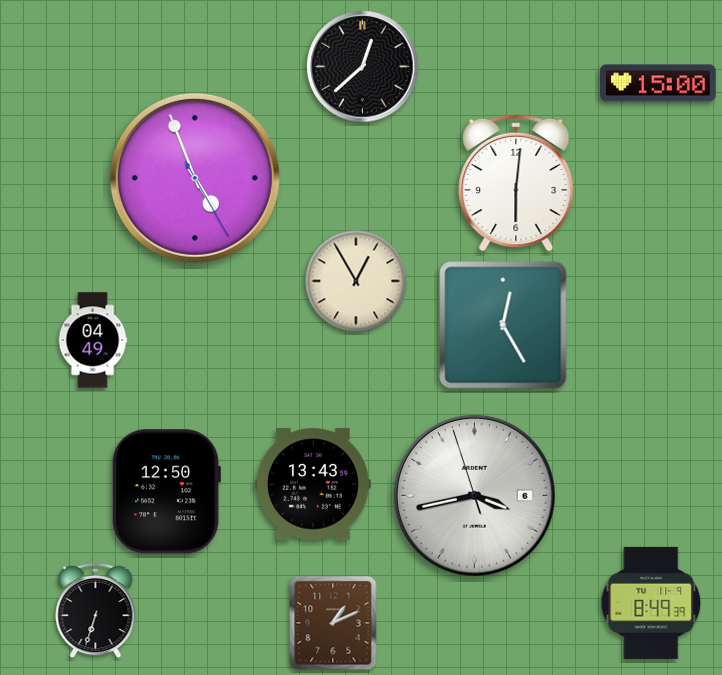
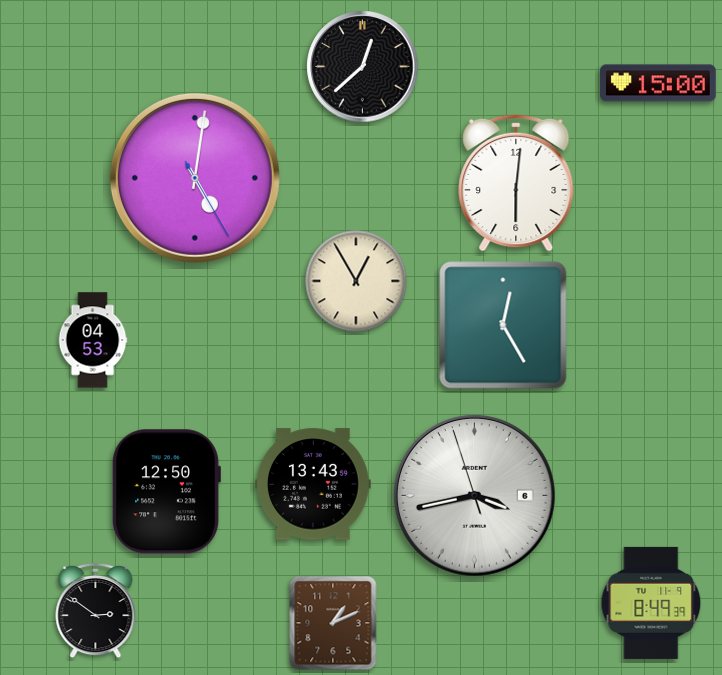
clock at (195, 178): 4:56 -> 5:01
clock at (93, 340): 04:49 -> 04:53
clock at (96, 611): 6:33 -> 2:51
